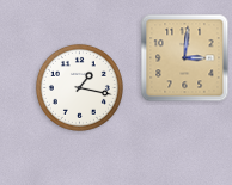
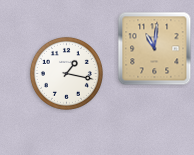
clock at (185, 58): 3:01 -> 11:01
